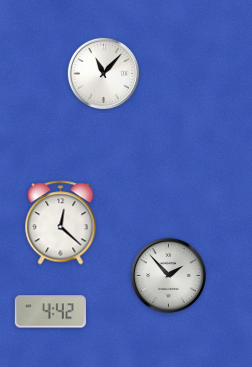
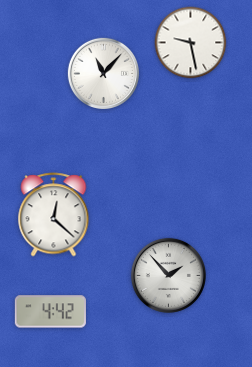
clock at (191, 43): none -> 9:28
clock at (61, 223) position: (61, 223) -> (54, 215)
